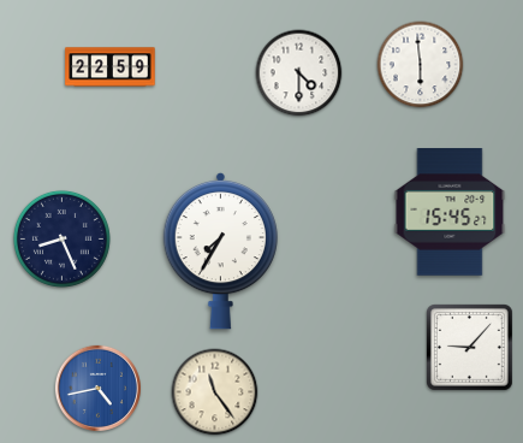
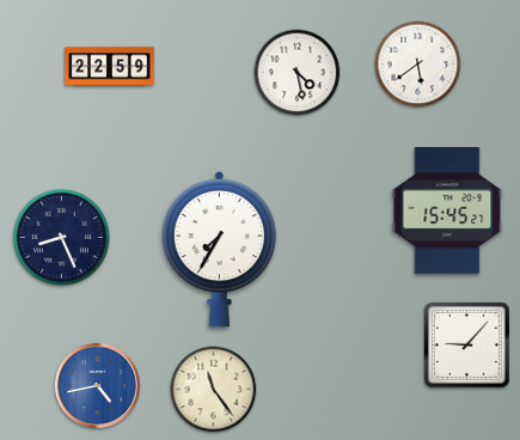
clock at (421, 65): 5:59 -> 5:39
clock at (299, 73): 4:30 -> 4:28
